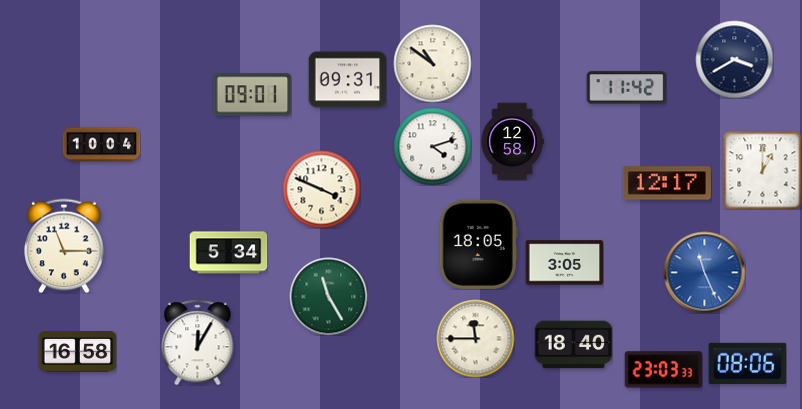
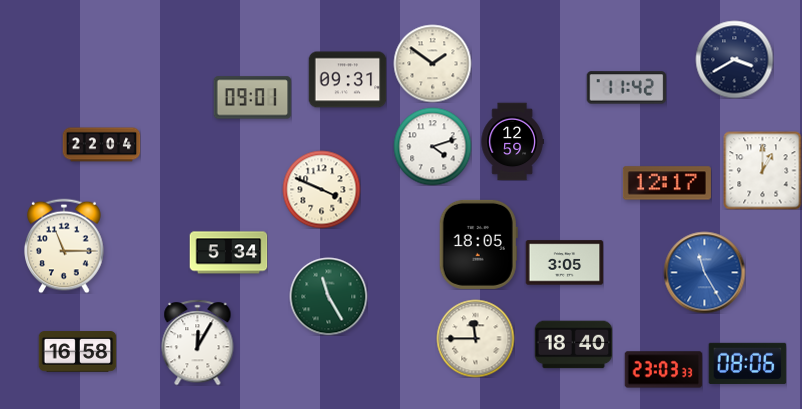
clock at (432, 63): 10:51 -> 1:51
clock at (252, 95) position: (252, 95) -> (252, 98)
clock at (512, 141): 12:58 -> 12:59
clock at (101, 145): 10:04 -> 22:04
clock at (704, 272): 11:26 -> 11:25
